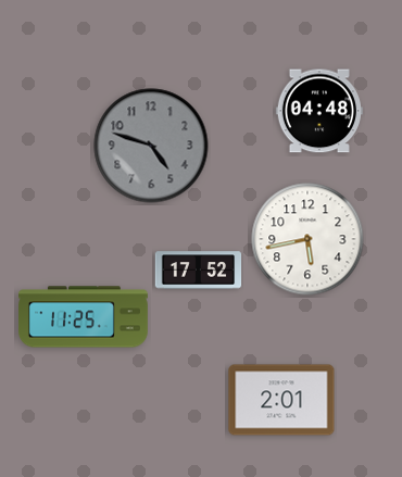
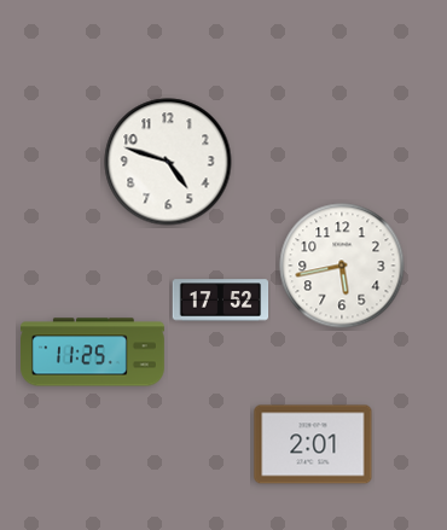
clock at (319, 111): 04:48 -> none
clock at (151, 146) dial: grey -> white
